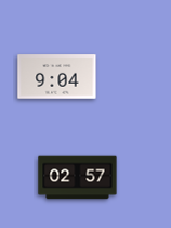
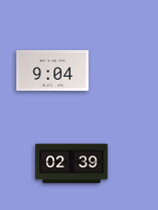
clock at (78, 178): 02:57 -> 02:39
